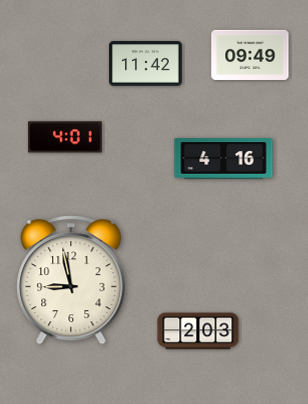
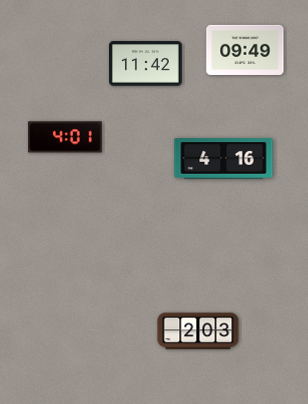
clock at (250, 55) position: (250, 55) -> (245, 50)
clock at (71, 281): 8:58 -> none
